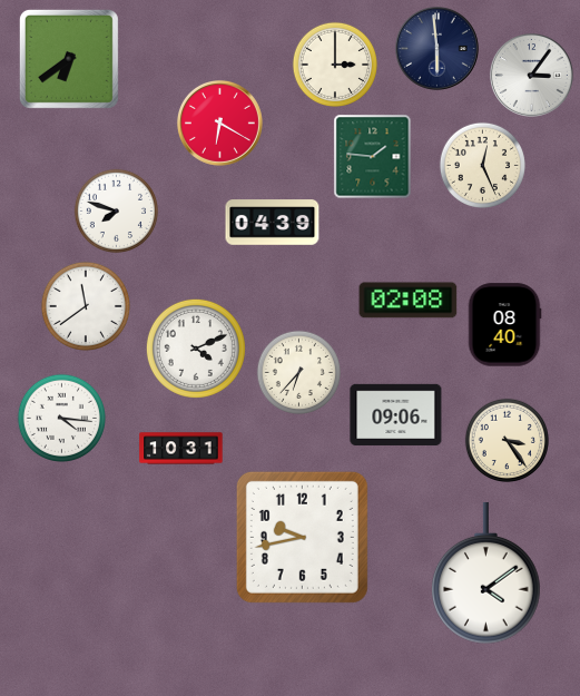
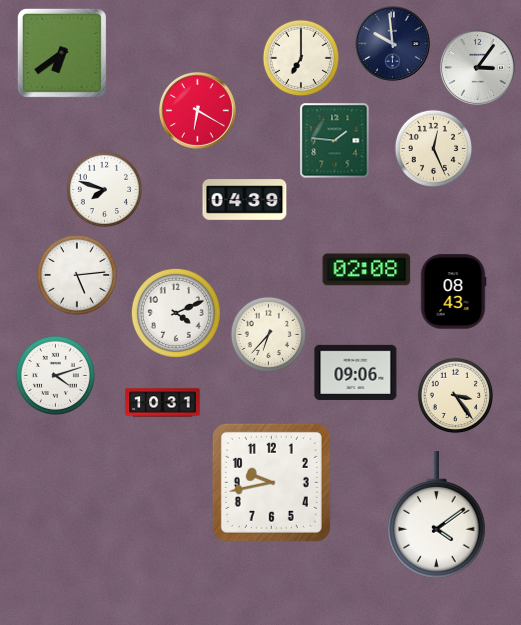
clock at (438, 49): 5:59 -> 9:59
clock at (334, 63): 3:00 -> 7:00
clock at (86, 306): 11:39 -> 5:14
clock at (504, 325): 08:40 -> 08:43
clock at (61, 418): 4:16 -> 4:12
